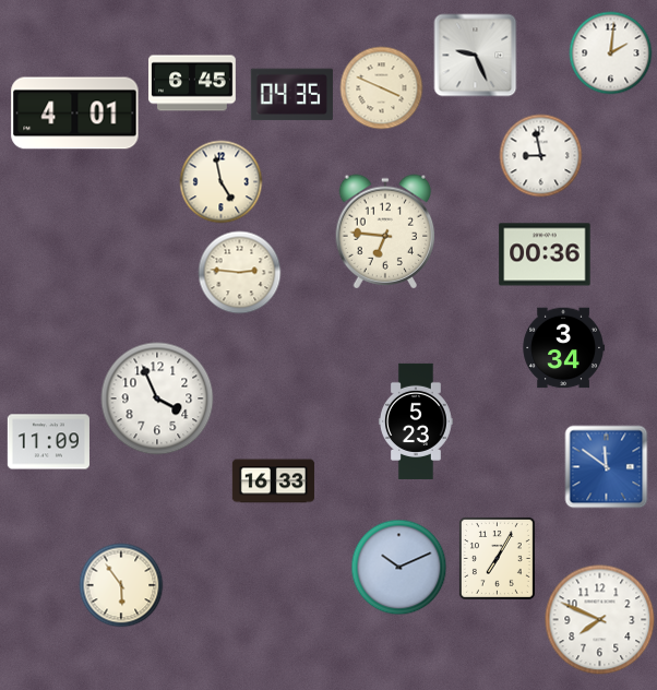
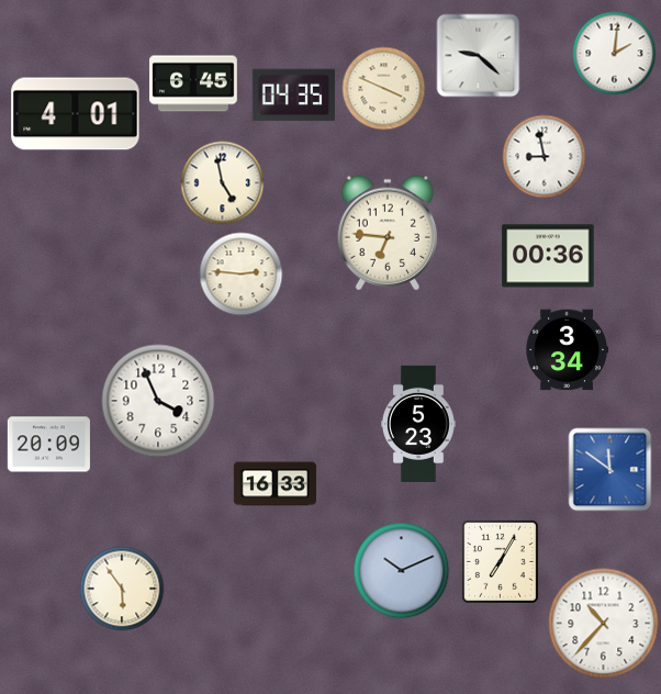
clock at (476, 56): 9:26 -> 9:22
clock at (48, 442): 11:09 -> 20:09
clock at (600, 620): 7:49 -> 10:37
